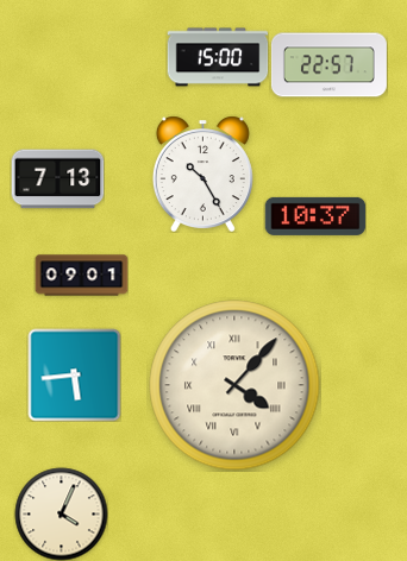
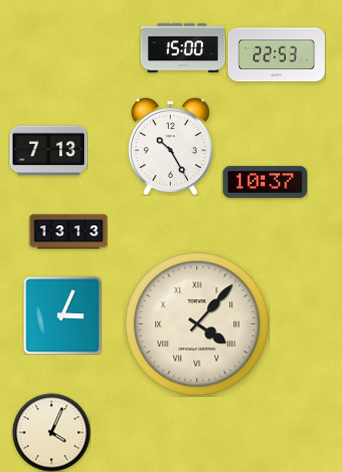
clock at (328, 65): 22:57 -> 22:53
clock at (81, 276): 09:01 -> 13:13
clock at (74, 374): 5:44 -> 3:04
